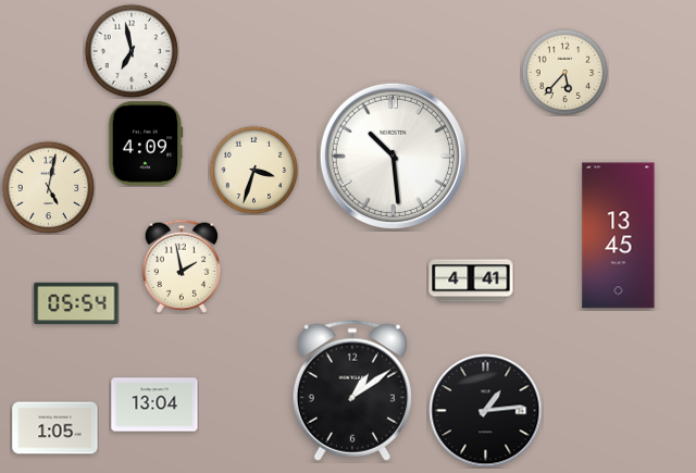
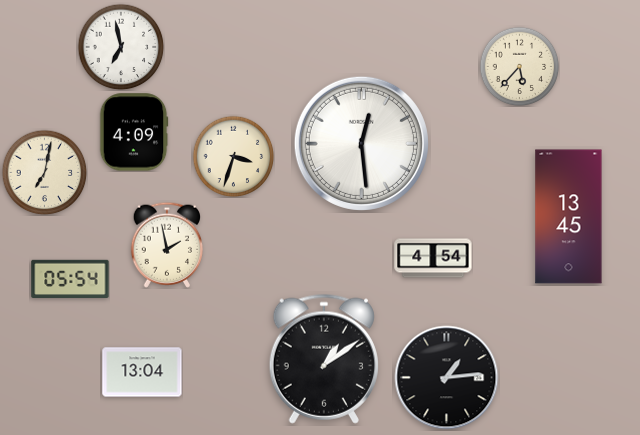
clock at (393, 155): 10:29 -> 12:29
clock at (48, 187): 5:02 -> 7:02
clock at (471, 281): 4:41 -> 4:54
clock at (55, 428): 1:05 -> none
